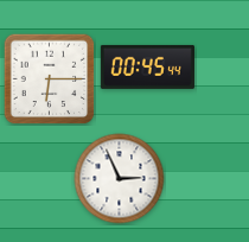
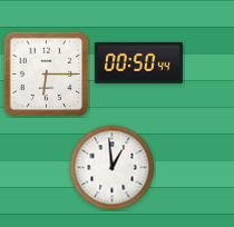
clock at (147, 66): 00:45 -> 00:50
clock at (120, 179): 2:56 -> 12:59
